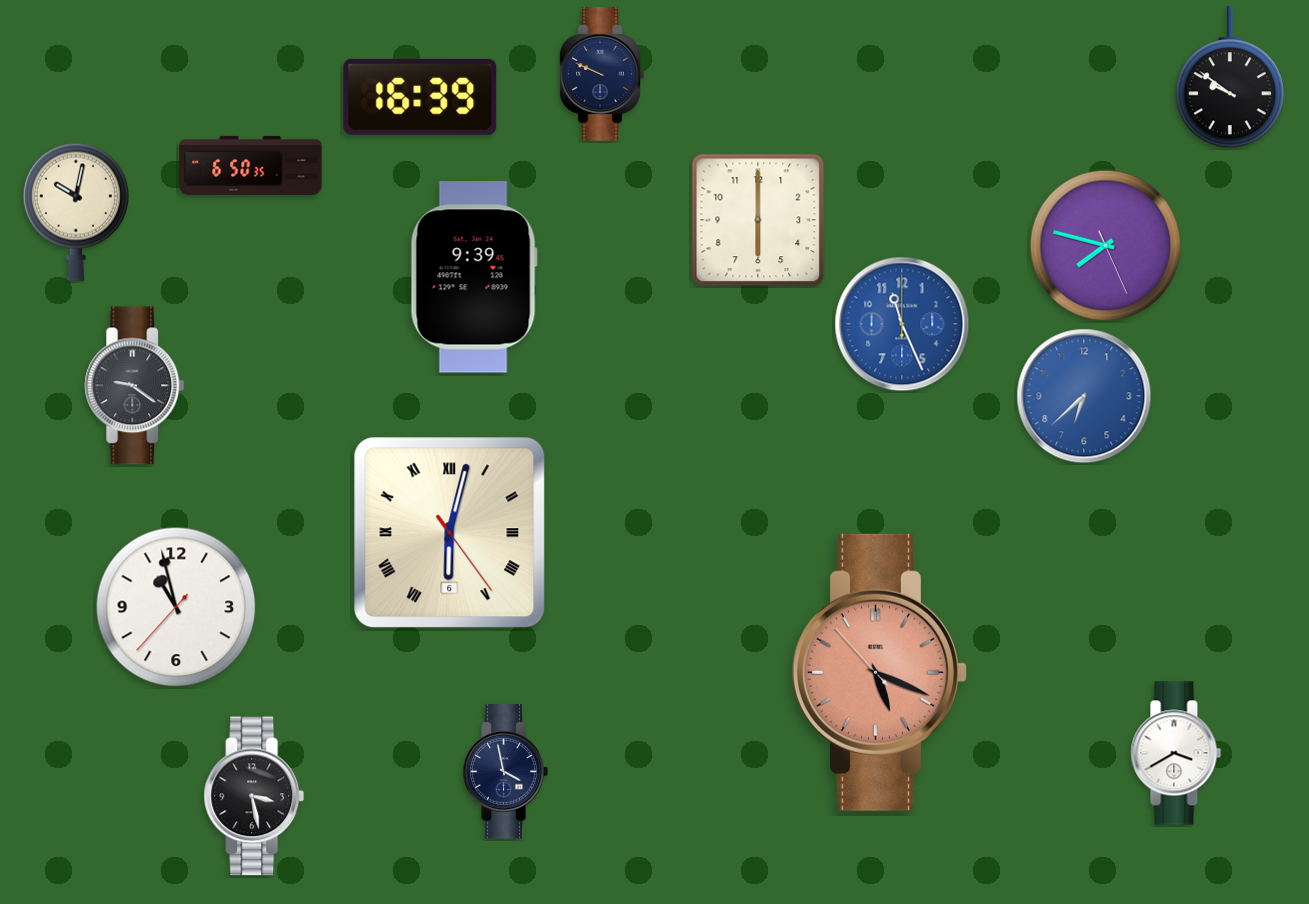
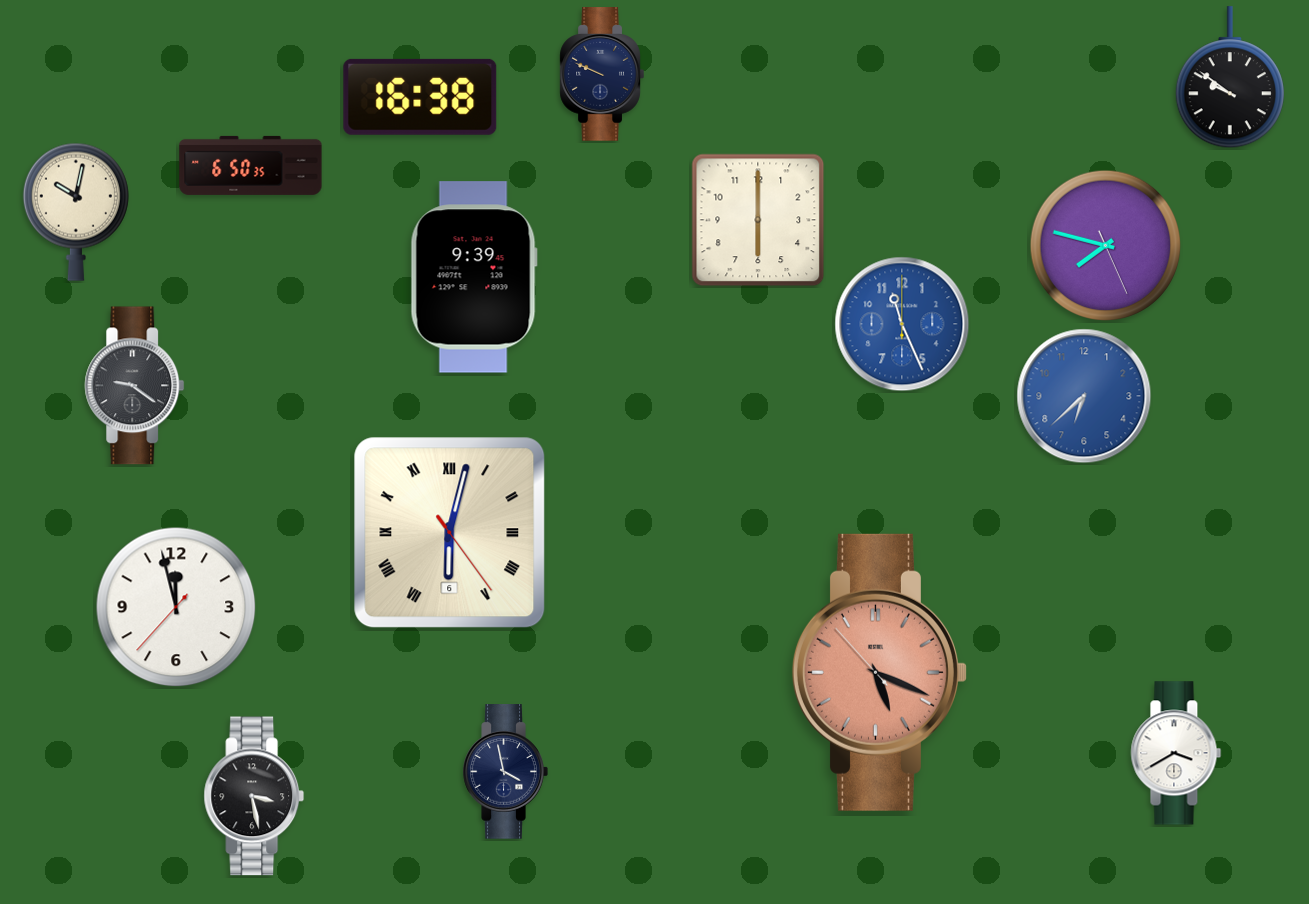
clock at (420, 97): 16:39 -> 16:38
clock at (176, 607): 10:57 -> 11:57
